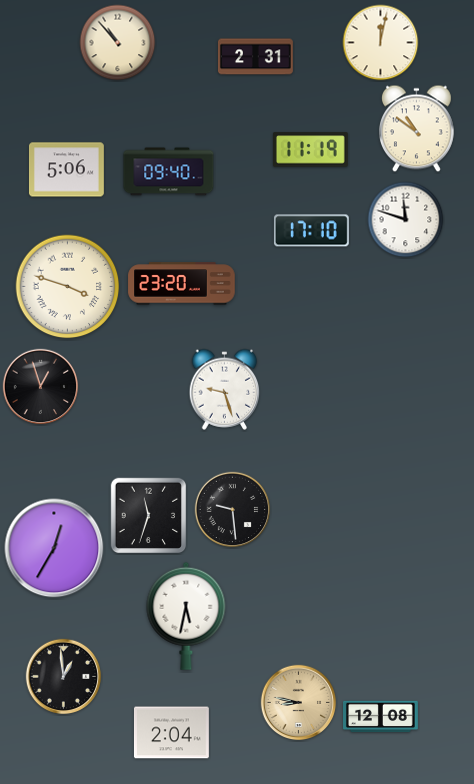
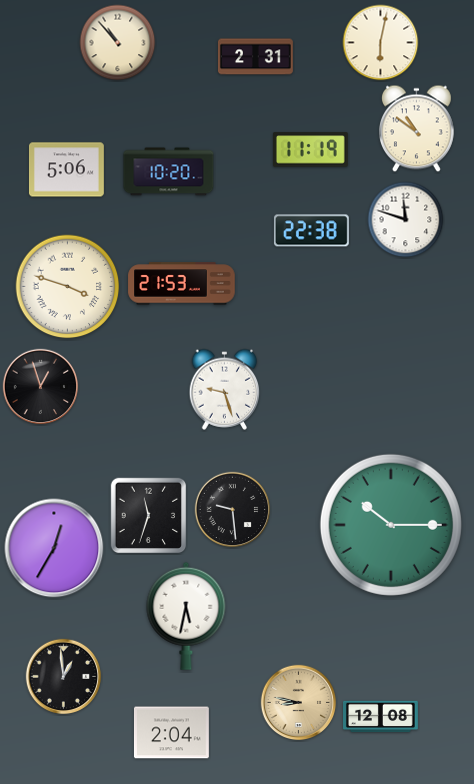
clock at (381, 43): 12:02 -> 6:02
clock at (169, 172): 09:40 -> 10:20
clock at (311, 231): 17:10 -> 22:38
clock at (182, 284): 23:20 -> 21:53
clock at (391, 525): none -> 10:15
